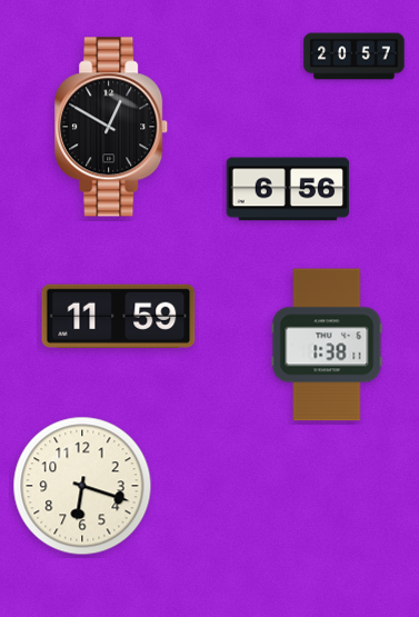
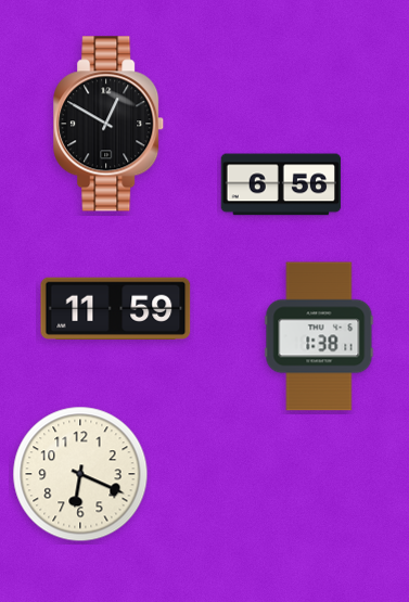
clock at (355, 57): 20:57 -> none
clock at (82, 486): 6:18 -> 6:19
